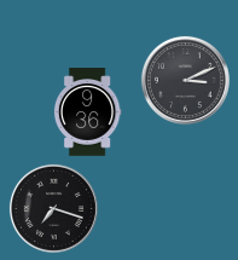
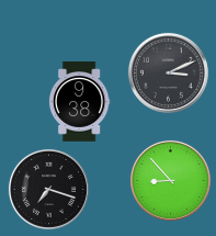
clock at (87, 112): 9:36 -> 9:38
clock at (170, 180): none -> 8:53
